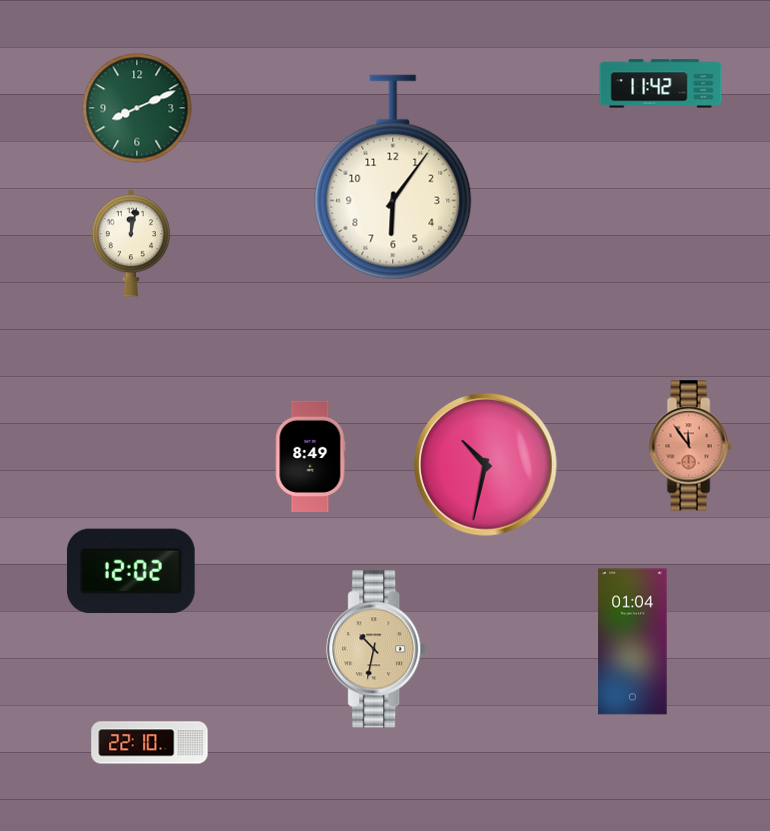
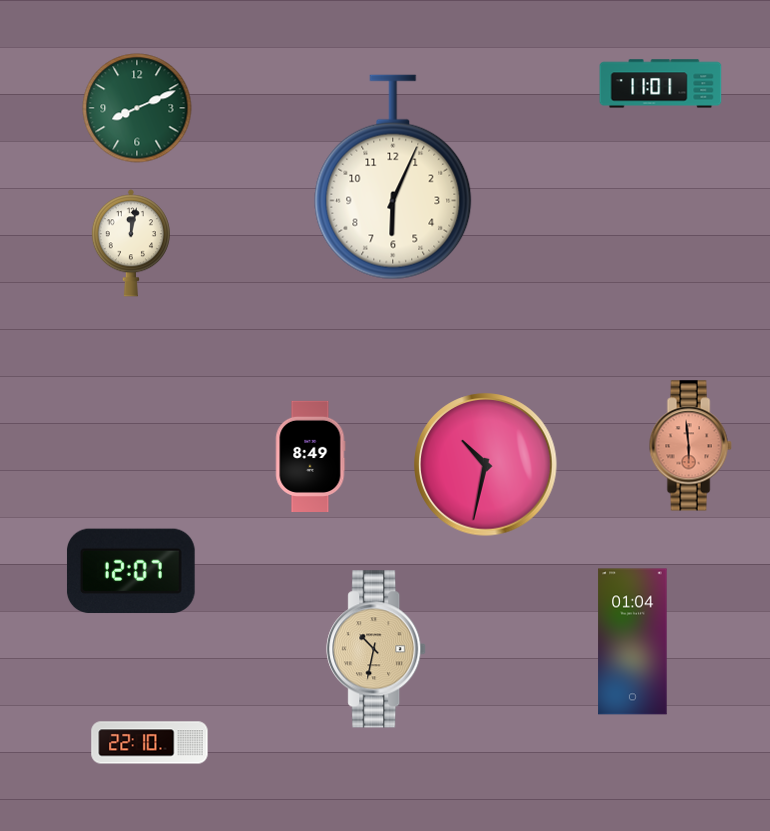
clock at (661, 84): 11:42 -> 11:01
clock at (393, 177): 6:06 -> 6:04
clock at (690, 446): 11:54 -> 5:59
clock at (131, 571): 12:02 -> 12:07
